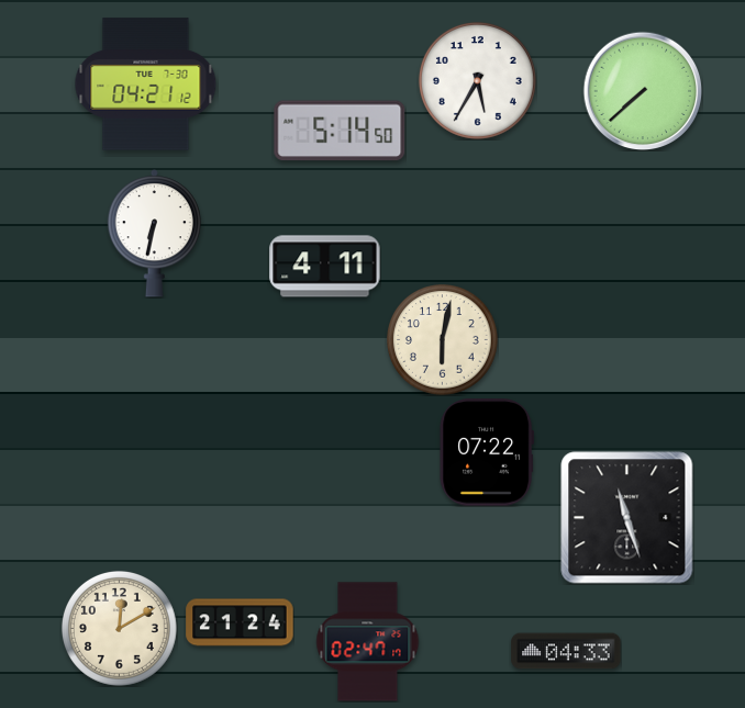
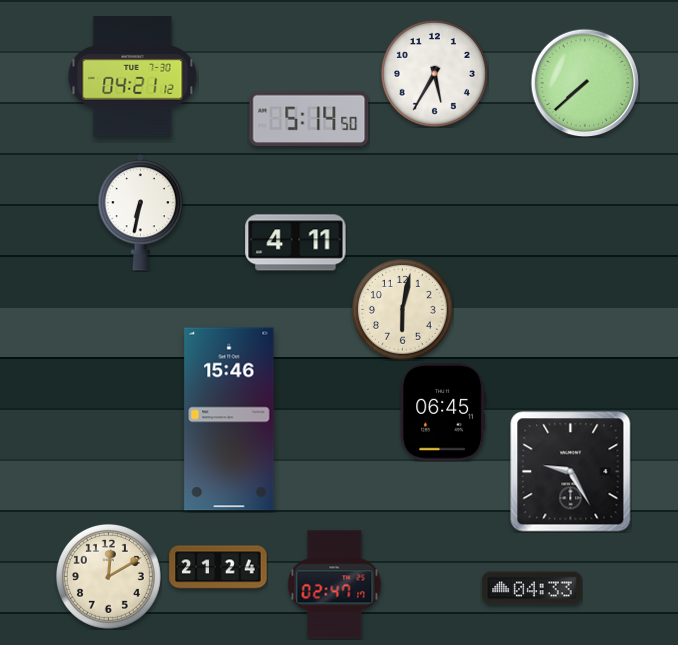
clock at (487, 452): 07:22 -> 06:45
clock at (229, 419): none -> 15:46
clock at (627, 518): 11:27 -> 9:25
clock at (119, 628) position: (119, 628) -> (108, 576)
clock at (566, 651) position: (566, 651) -> (532, 588)
